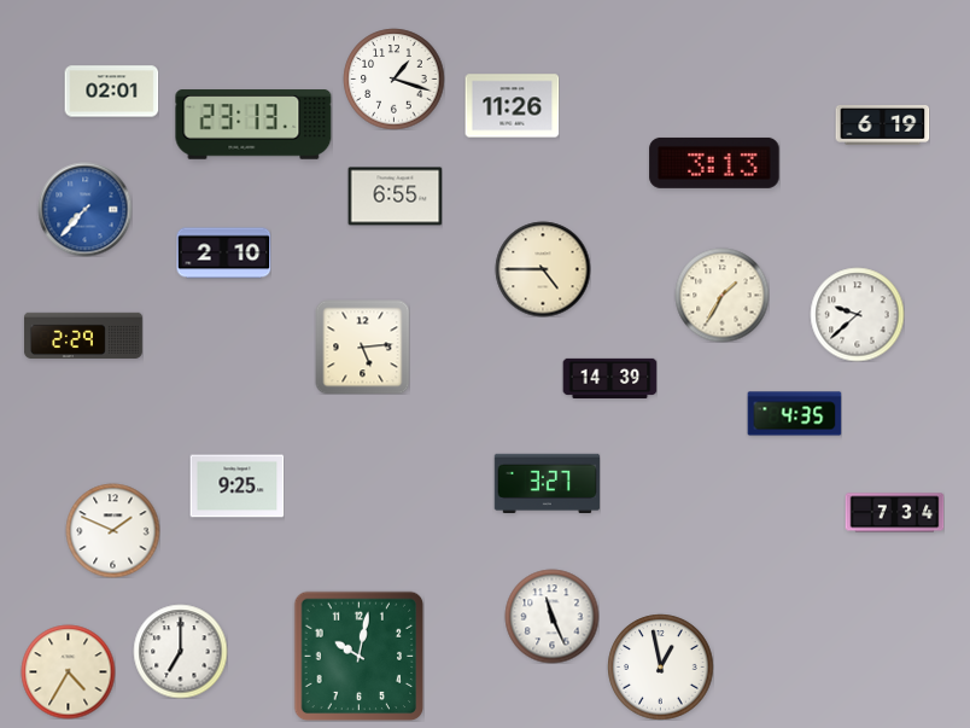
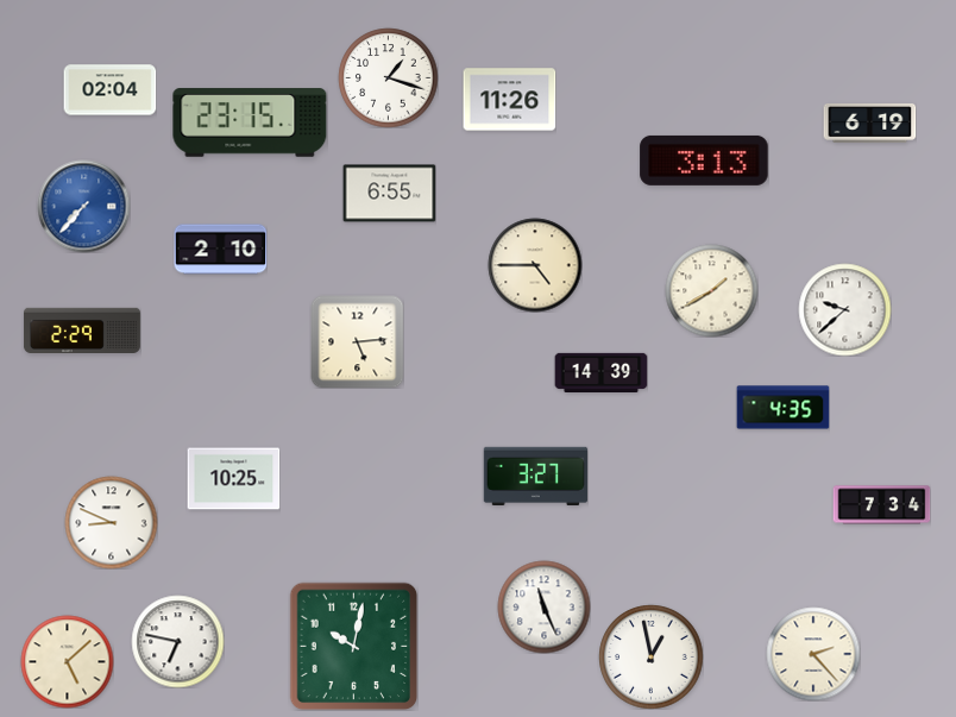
clock at (111, 92): 02:01 -> 02:04
clock at (512, 106) position: (512, 106) -> (509, 100)
clock at (253, 124): 23:13 -> 23:15
clock at (721, 295): 1:35 -> 1:40
clock at (547, 483) position: (547, 483) -> (535, 476)
clock at (236, 487): 9:25 -> 10:25
clock at (112, 530): 1:49 -> 8:49
clock at (180, 651): 7:00 -> 6:47
clock at (813, 654): none -> 2:23
clock at (68, 671): 4:35 -> 5:08
